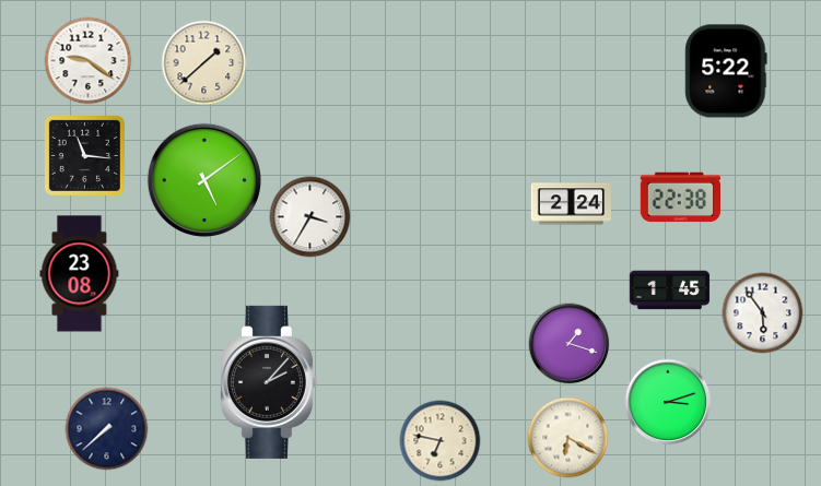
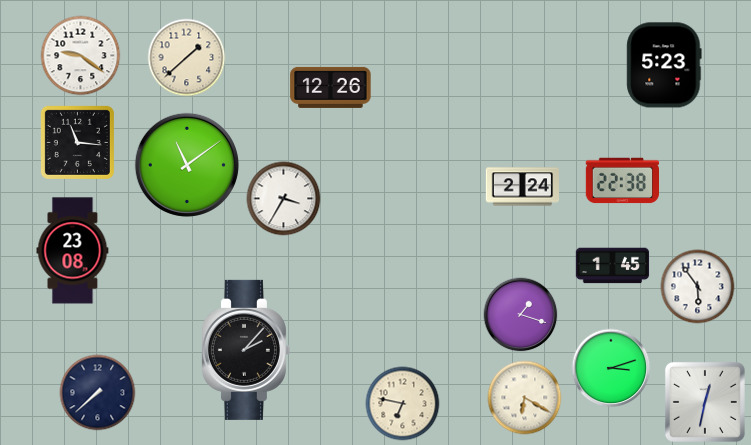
clock at (726, 71): 5:22 -> 5:23
clock at (331, 87): none -> 12:26
clock at (204, 180): 5:09 -> 11:09
clock at (568, 438) position: (568, 438) -> (525, 398)
clock at (705, 402): none -> 12:32
